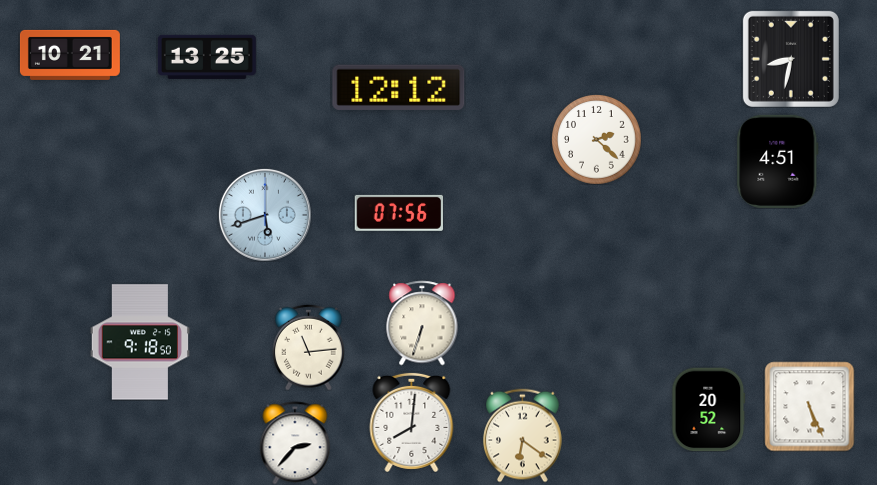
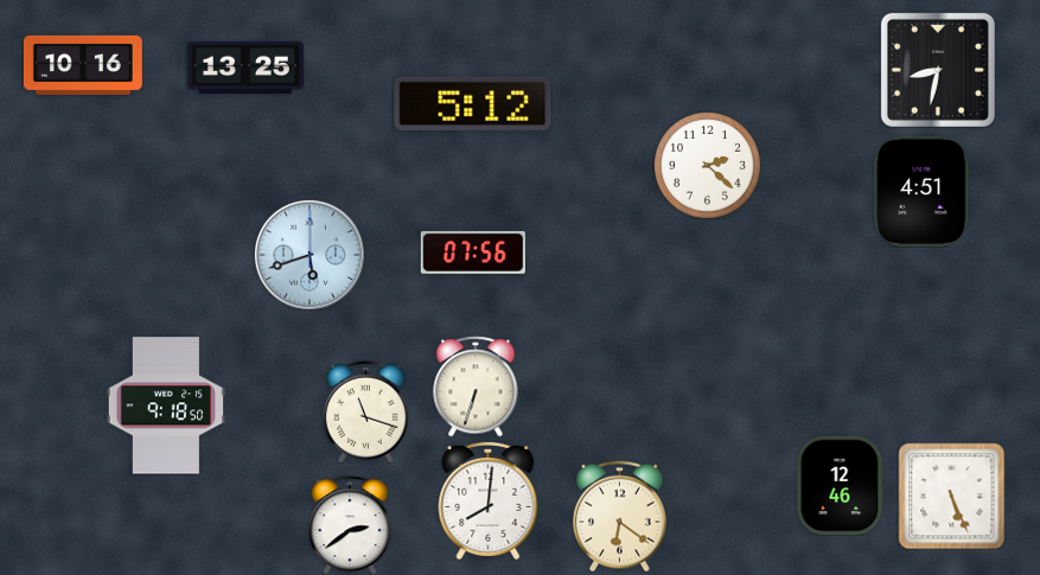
clock at (70, 55): 10:21 -> 10:16
clock at (399, 87): 12:12 -> 5:12
clock at (265, 215) position: (265, 215) -> (310, 255)
clock at (422, 323) position: (422, 323) -> (476, 386)
clock at (309, 347): 11:14 -> 11:18
clock at (809, 406) position: (809, 406) -> (951, 496)
clock at (709, 409): 20:52 -> 12:46
clock at (295, 443): 2:37 -> 2:39
